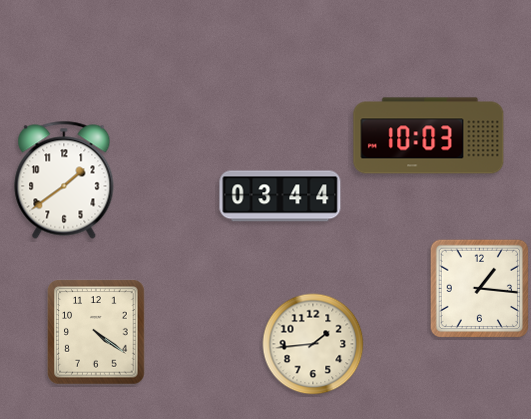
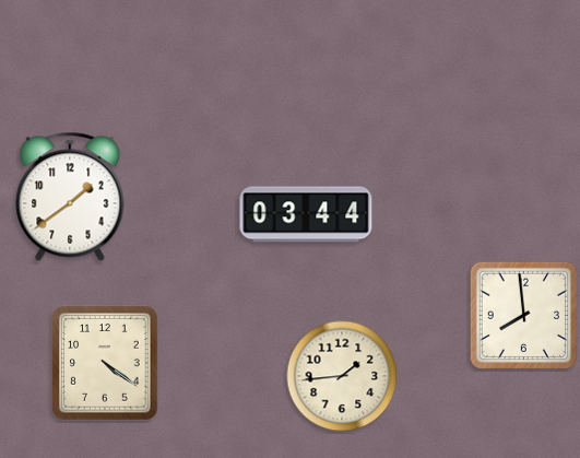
clock at (429, 136): 10:03 -> none
clock at (480, 289): 1:16 -> 7:59
